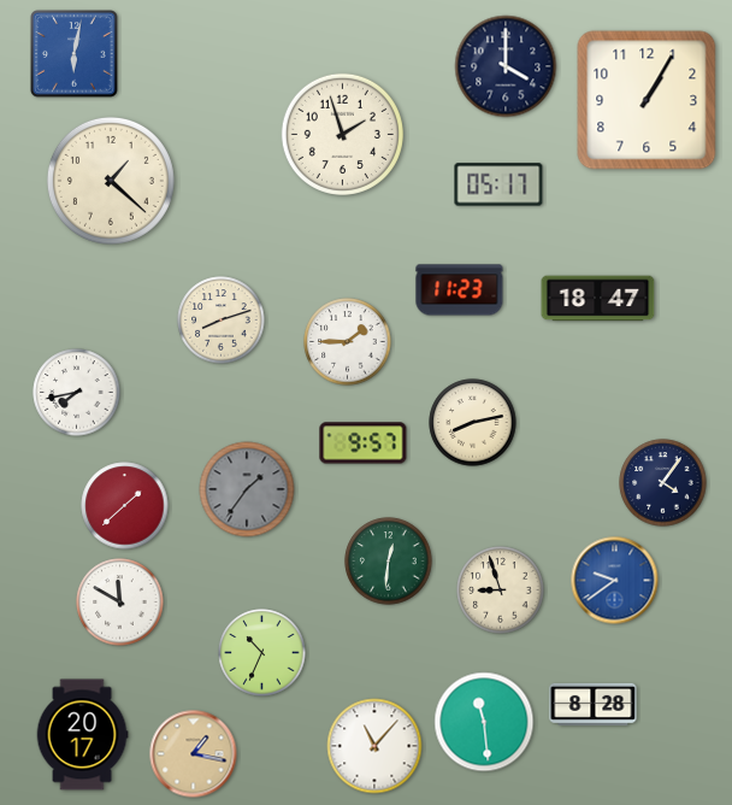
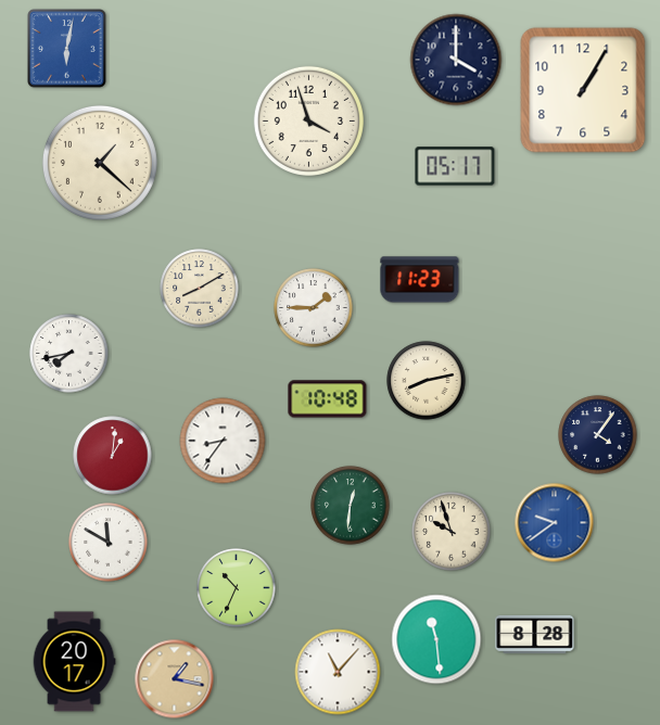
clock at (342, 134): 1:57 -> 3:57
clock at (498, 184) position: (498, 184) -> (455, 166)
clock at (460, 290) position: (460, 290) -> (420, 280)
clock at (598, 299): 18:47 -> none
clock at (222, 321): 8:12 -> 8:10
clock at (364, 443): 9:57 -> 10:48
clock at (247, 489): 1:36 -> 8:36
clock at (247, 489) dial: grey -> white
clock at (125, 506): 1:38 -> 1:01
clock at (501, 590): 8:57 -> 9:57
clock at (484, 722) position: (484, 722) -> (436, 639)
